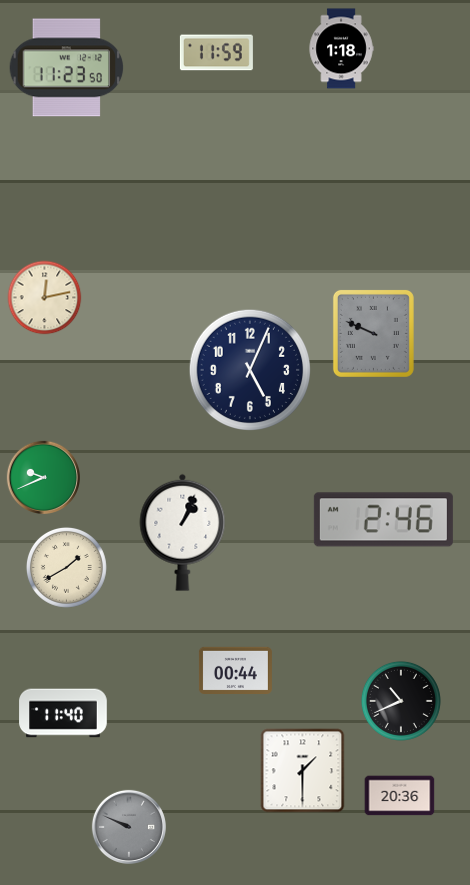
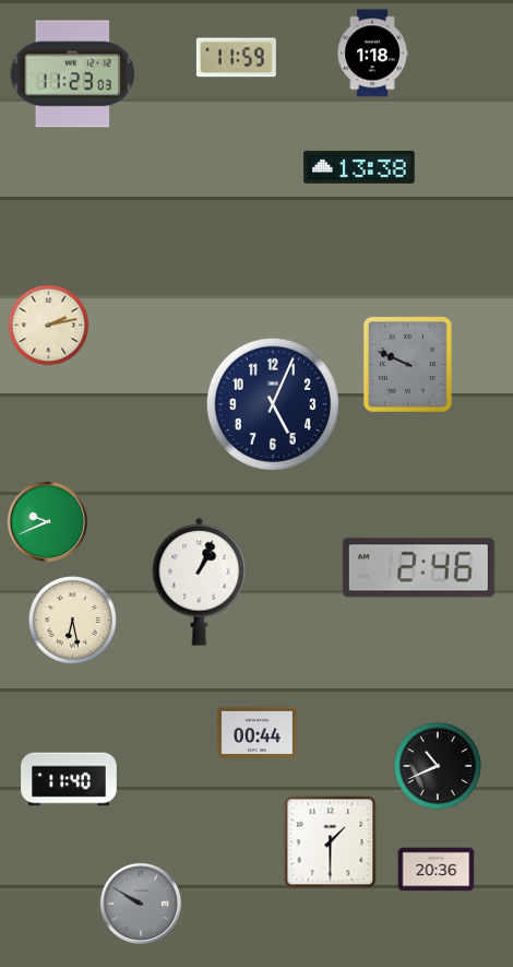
clock at (67, 68): 11:23:50 -> 11:23:03
clock at (359, 167): none -> 13:38
clock at (45, 298): 12:13 -> 2:13
clock at (66, 567): 1:40 -> 6:28
clock at (129, 827): 9:49 -> 9:50
